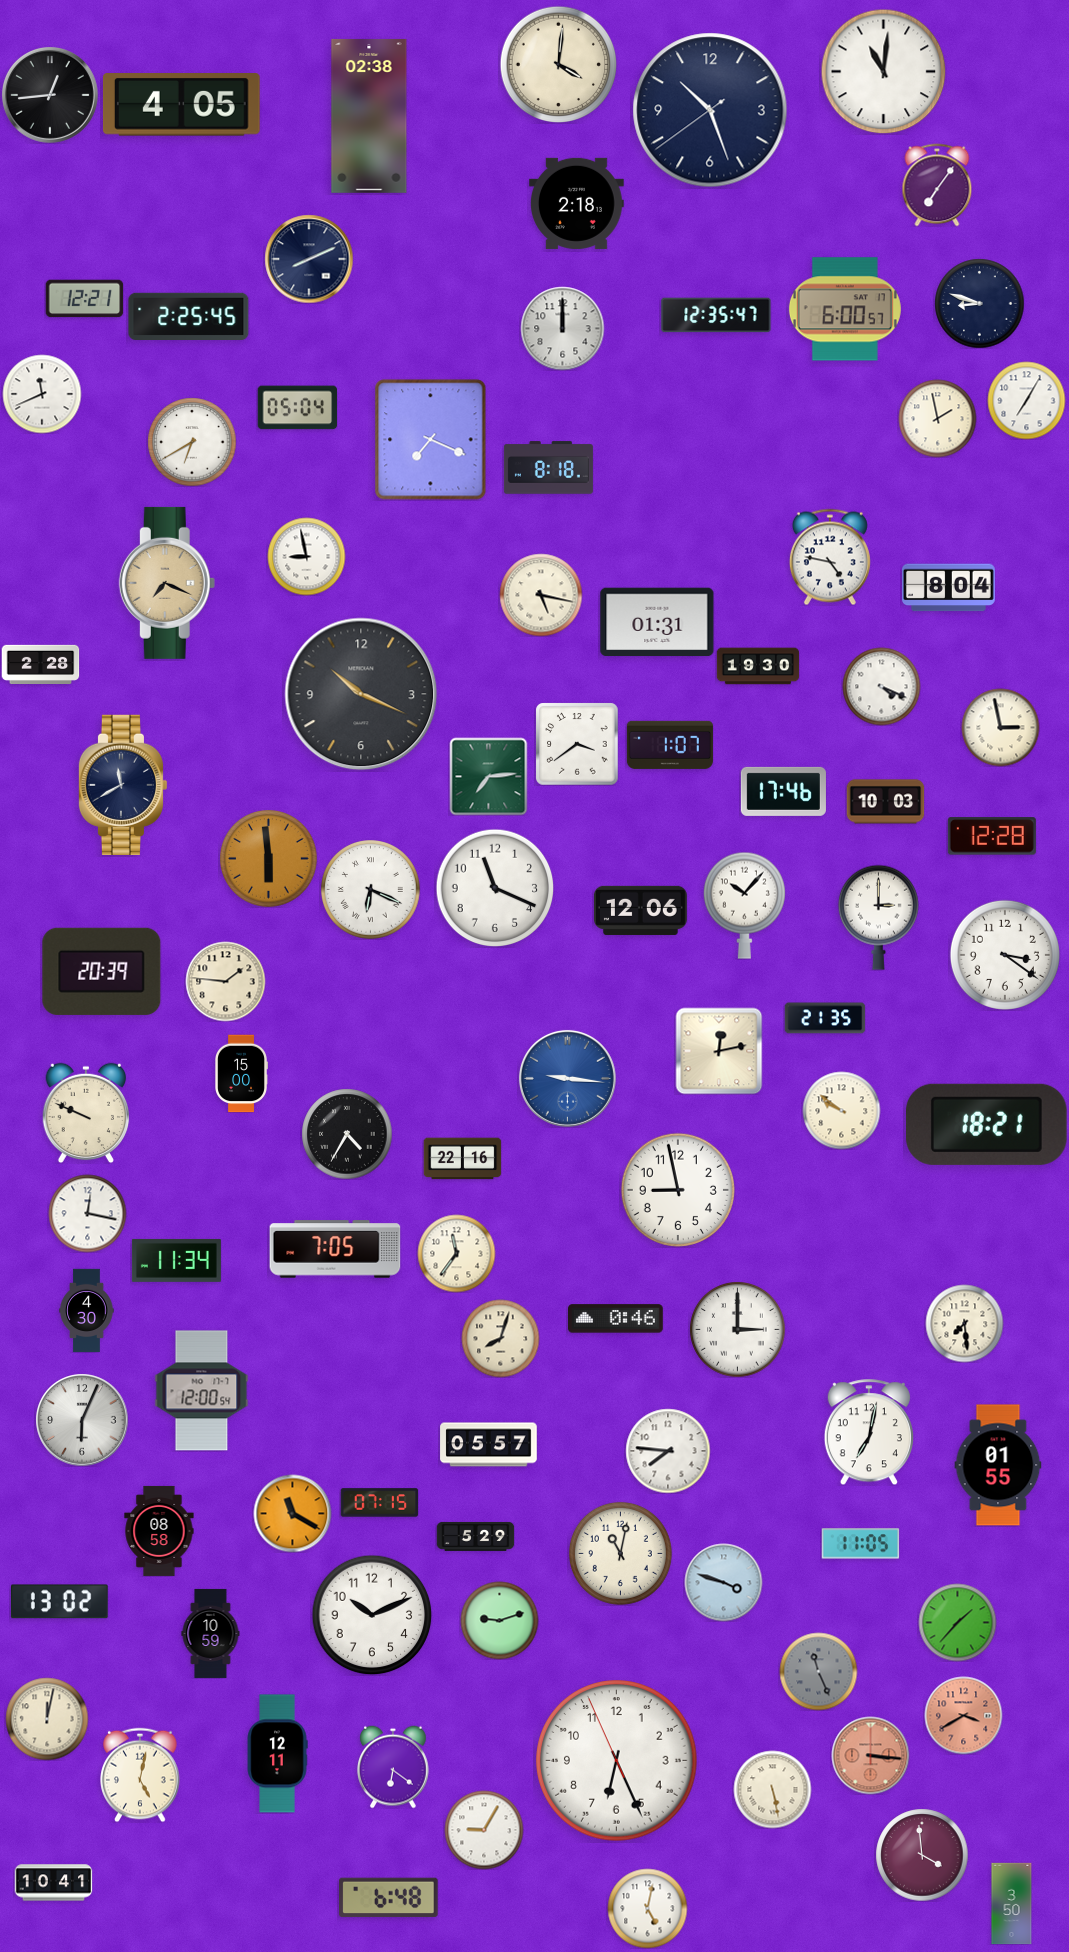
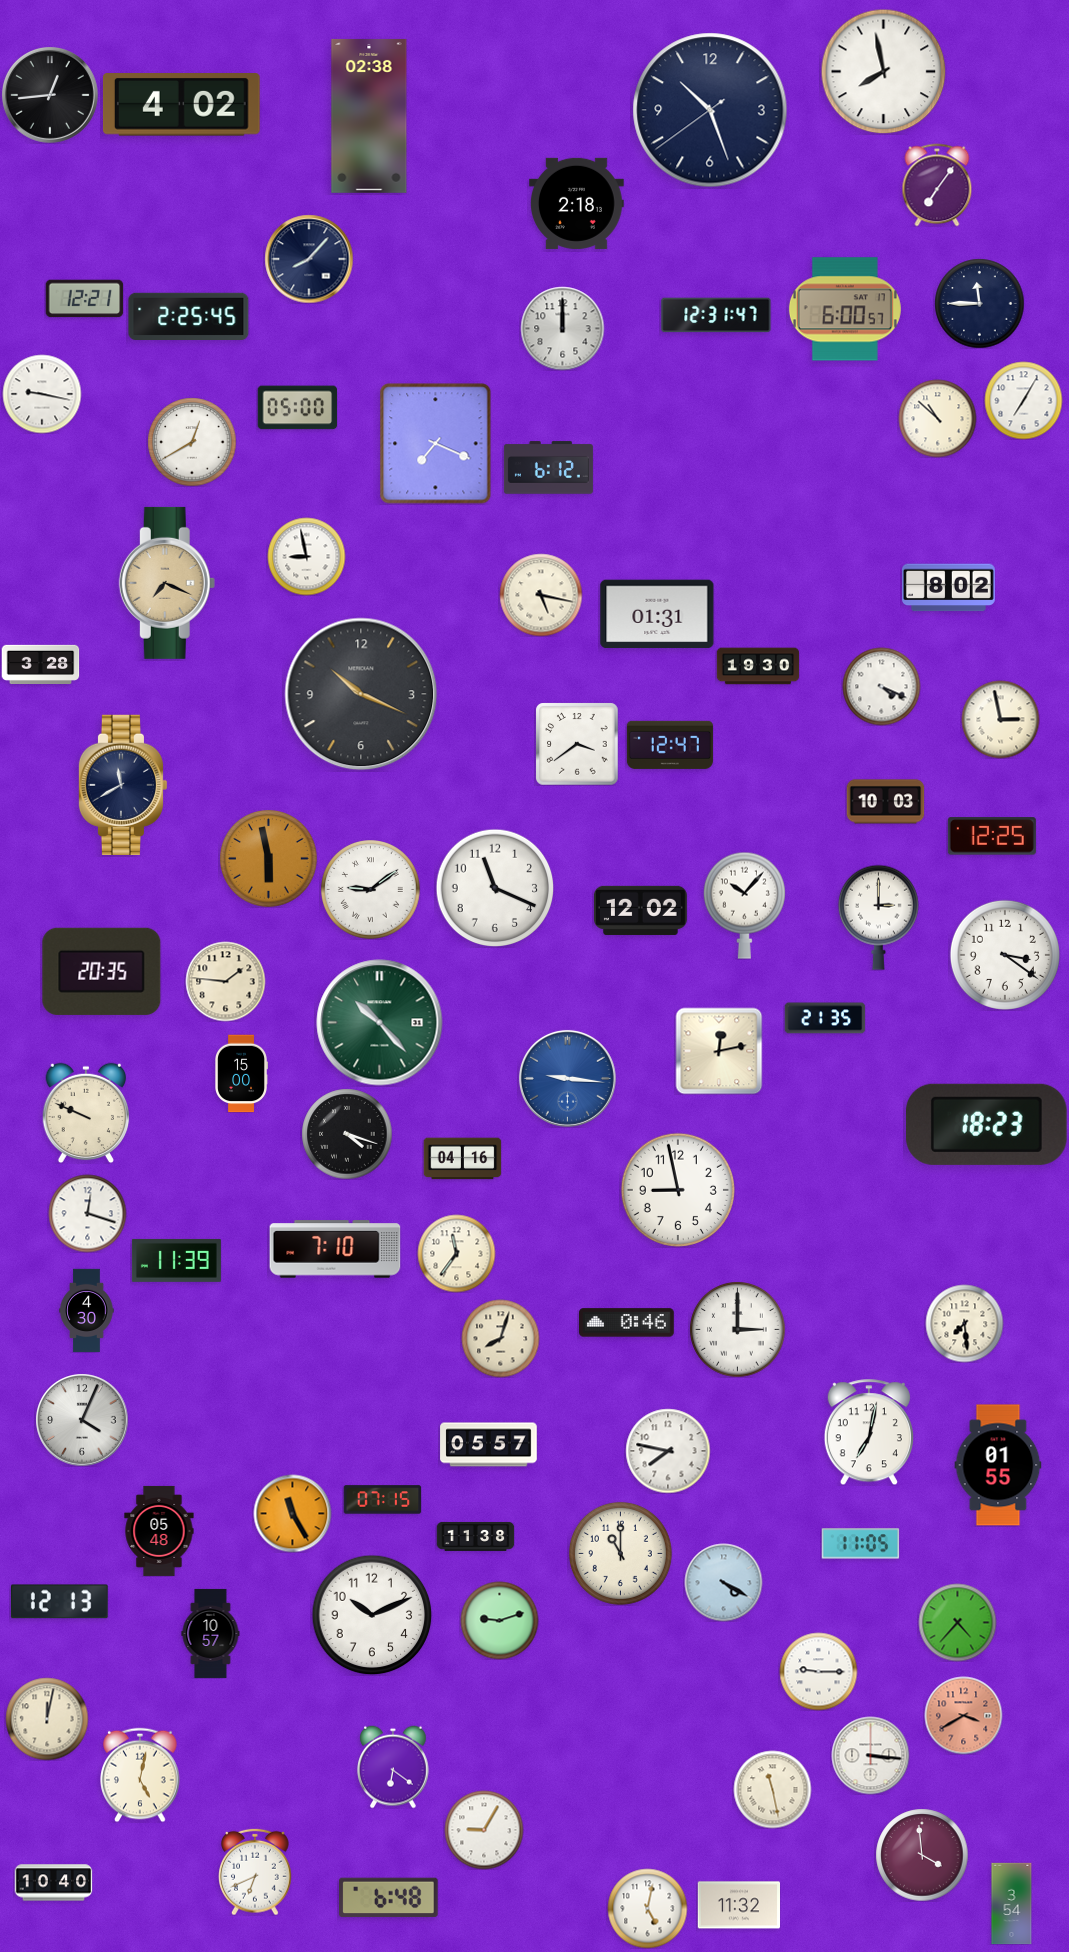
clock at (558, 64): 4:01 -> none
clock at (883, 71): 11:01 -> 7:58
clock at (181, 105): 4:05 -> 4:02
clock at (309, 259): 8:11 -> 8:07
clock at (979, 303): 8:48 -> 11:45
clock at (716, 315): 12:35 -> 12:31
clock at (42, 394): 11:41 -> 9:17
clock at (1026, 400) position: (1026, 400) -> (1023, 400)
clock at (297, 408): 05:04 -> 05:00
clock at (937, 418): 1:58 -> 10:52
clock at (431, 440) position: (431, 440) -> (436, 444)
clock at (192, 442): 6:40 -> 12:40
clock at (548, 468): 8:18 -> 6:12
clock at (830, 557): 4:47 -> none
clock at (948, 588): 8:04 -> 8:02
clock at (657, 622) position: (657, 622) -> (657, 614)
clock at (40, 664): 2:28 -> 3:28
clock at (1000, 727) position: (1000, 727) -> (1000, 719)
clock at (670, 745): 1:07 -> 12:47
clock at (488, 776): 7:14 -> none
clock at (783, 791): 17:46 -> none
clock at (992, 836): 12:28 -> 12:25
clock at (269, 859): 5:59 -> 5:58
clock at (371, 890): 6:19 -> 9:09
clock at (640, 910): 12:06 -> 12:02
clock at (102, 971): 20:39 -> 20:35
clock at (380, 1023): none -> 10:23
clock at (841, 1110): 9:51 -> none
clock at (987, 1124): 18:21 -> 18:23
clock at (347, 1134): 4:35 -> 4:18
clock at (462, 1159): 22:16 -> 04:16
clock at (87, 1213): 12:17 -> 12:18
clock at (335, 1249): 7:05 -> 7:10
clock at (176, 1260): 11:34 -> 11:39
clock at (616, 1319) position: (616, 1319) -> (627, 1323)
clock at (202, 1391): 12:00 -> none
clock at (82, 1420): 6:04 -> 4:04
clock at (668, 1451): 7:46 -> 7:47
clock at (379, 1503) position: (379, 1503) -> (382, 1500)
clock at (292, 1513): 11:20 -> 11:25
clock at (159, 1531): 08:58 -> 05:48
clock at (475, 1536): 5:29 -> 11:38
clock at (620, 1553): 11:02 -> 11:00
clock at (723, 1582): 3:48 -> 4:20
clock at (59, 1602): 13:02 -> 12:13
clock at (957, 1622): 1:37 -> 4:37
clock at (211, 1633): 10:59 -> 10:57
clock at (818, 1671): 11:26 -> 9:15
clock at (818, 1671) dial: grey -> white
clock at (277, 1754): 12:11 -> none
clock at (870, 1755) dial: salmon -> white
clock at (617, 1761): 6:25 -> none
clock at (772, 1789): 5:28 -> 11:28
clock at (256, 1872): none -> 6:41
clock at (53, 1883): 10:41 -> 10:40
clock at (1012, 1903): 3:50 -> 3:54
clock at (738, 1905): none -> 11:32
